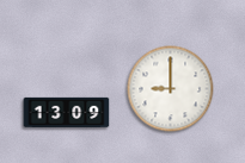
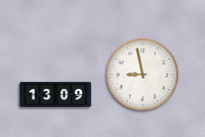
clock at (171, 89): 9:00 -> 8:58
